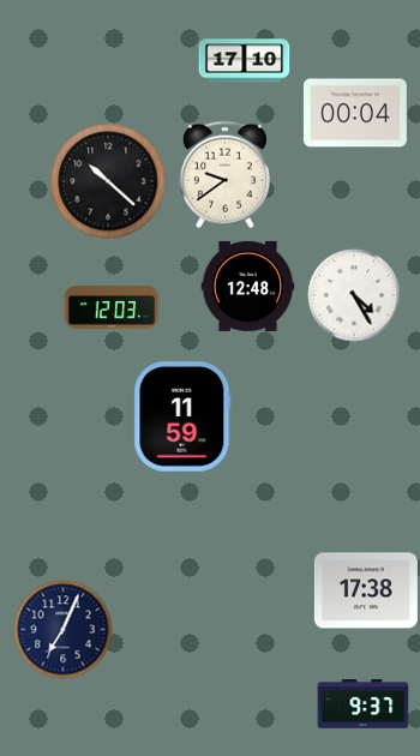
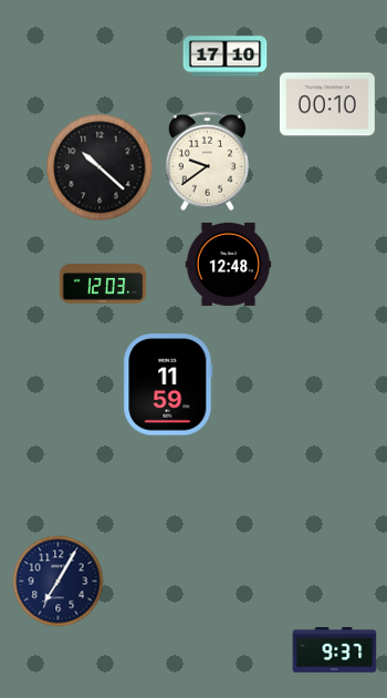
clock at (355, 113): 00:04 -> 00:10
clock at (354, 295): 4:25 -> none
clock at (366, 590): 17:38 -> none
clock at (64, 630): 7:04 -> 7:05
